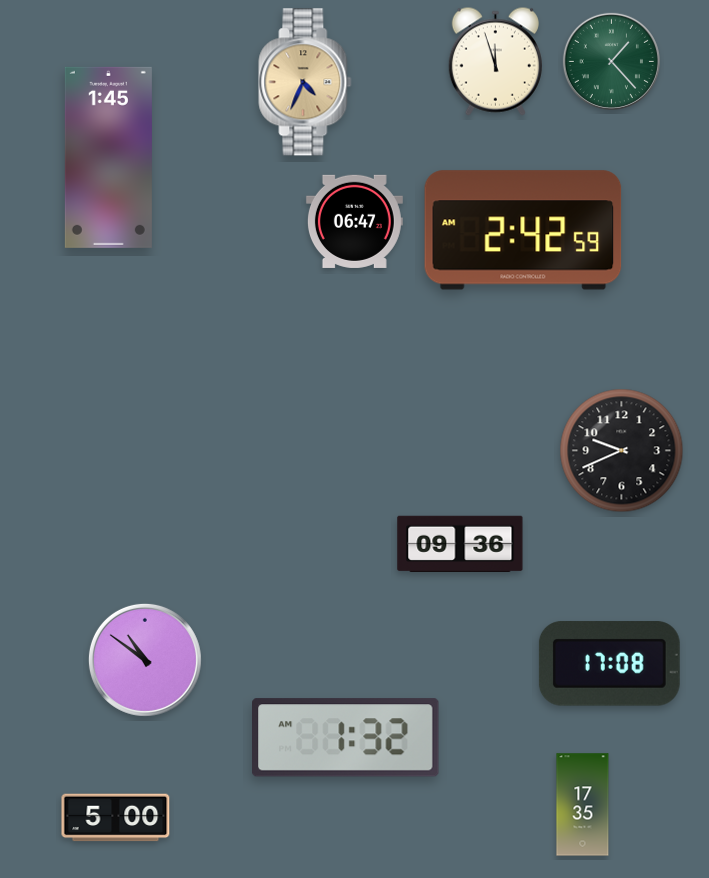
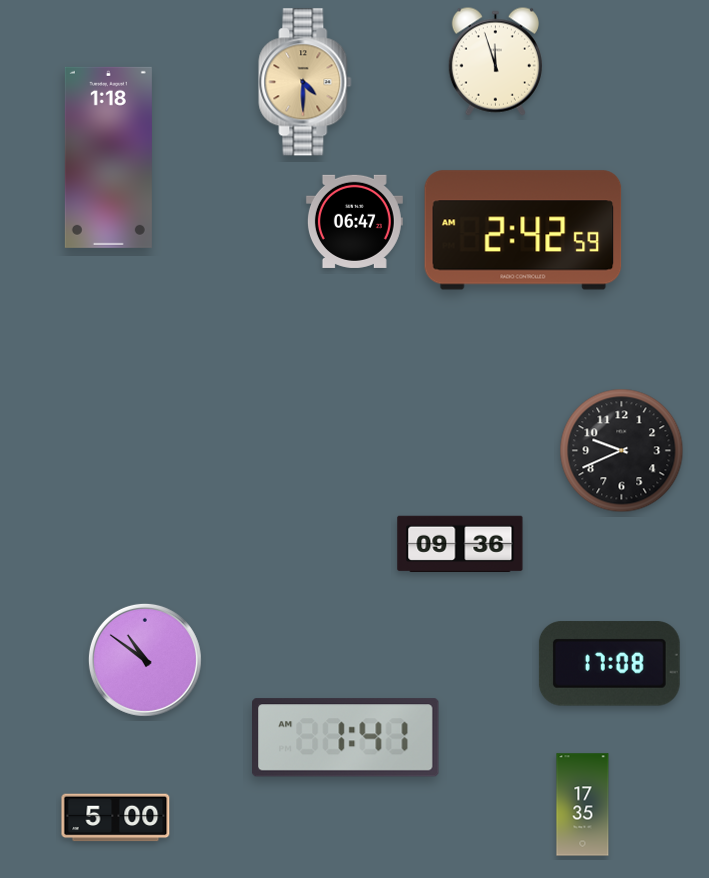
clock at (611, 61): 1:23 -> none
clock at (305, 82): 4:34 -> 4:30
clock at (108, 157): 1:45 -> 1:18
clock at (346, 738): 1:32 -> 1:41
